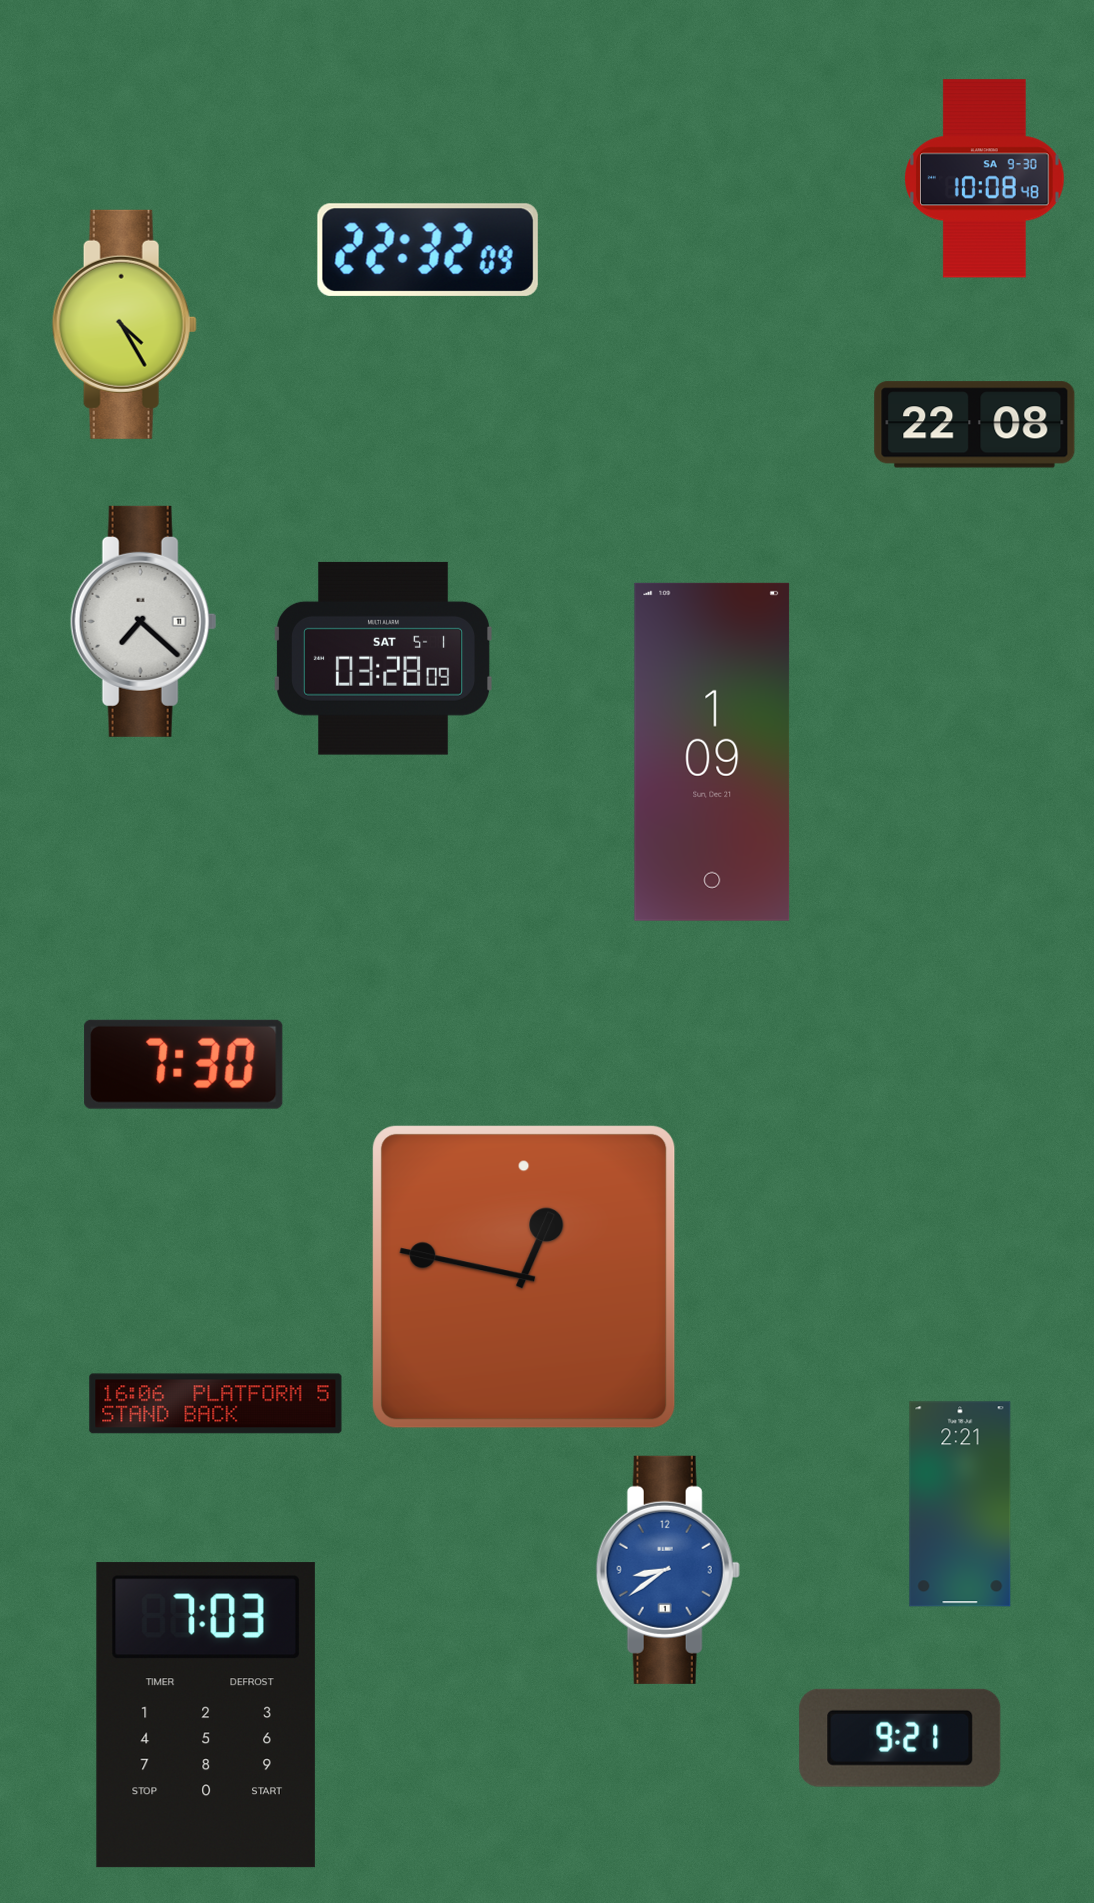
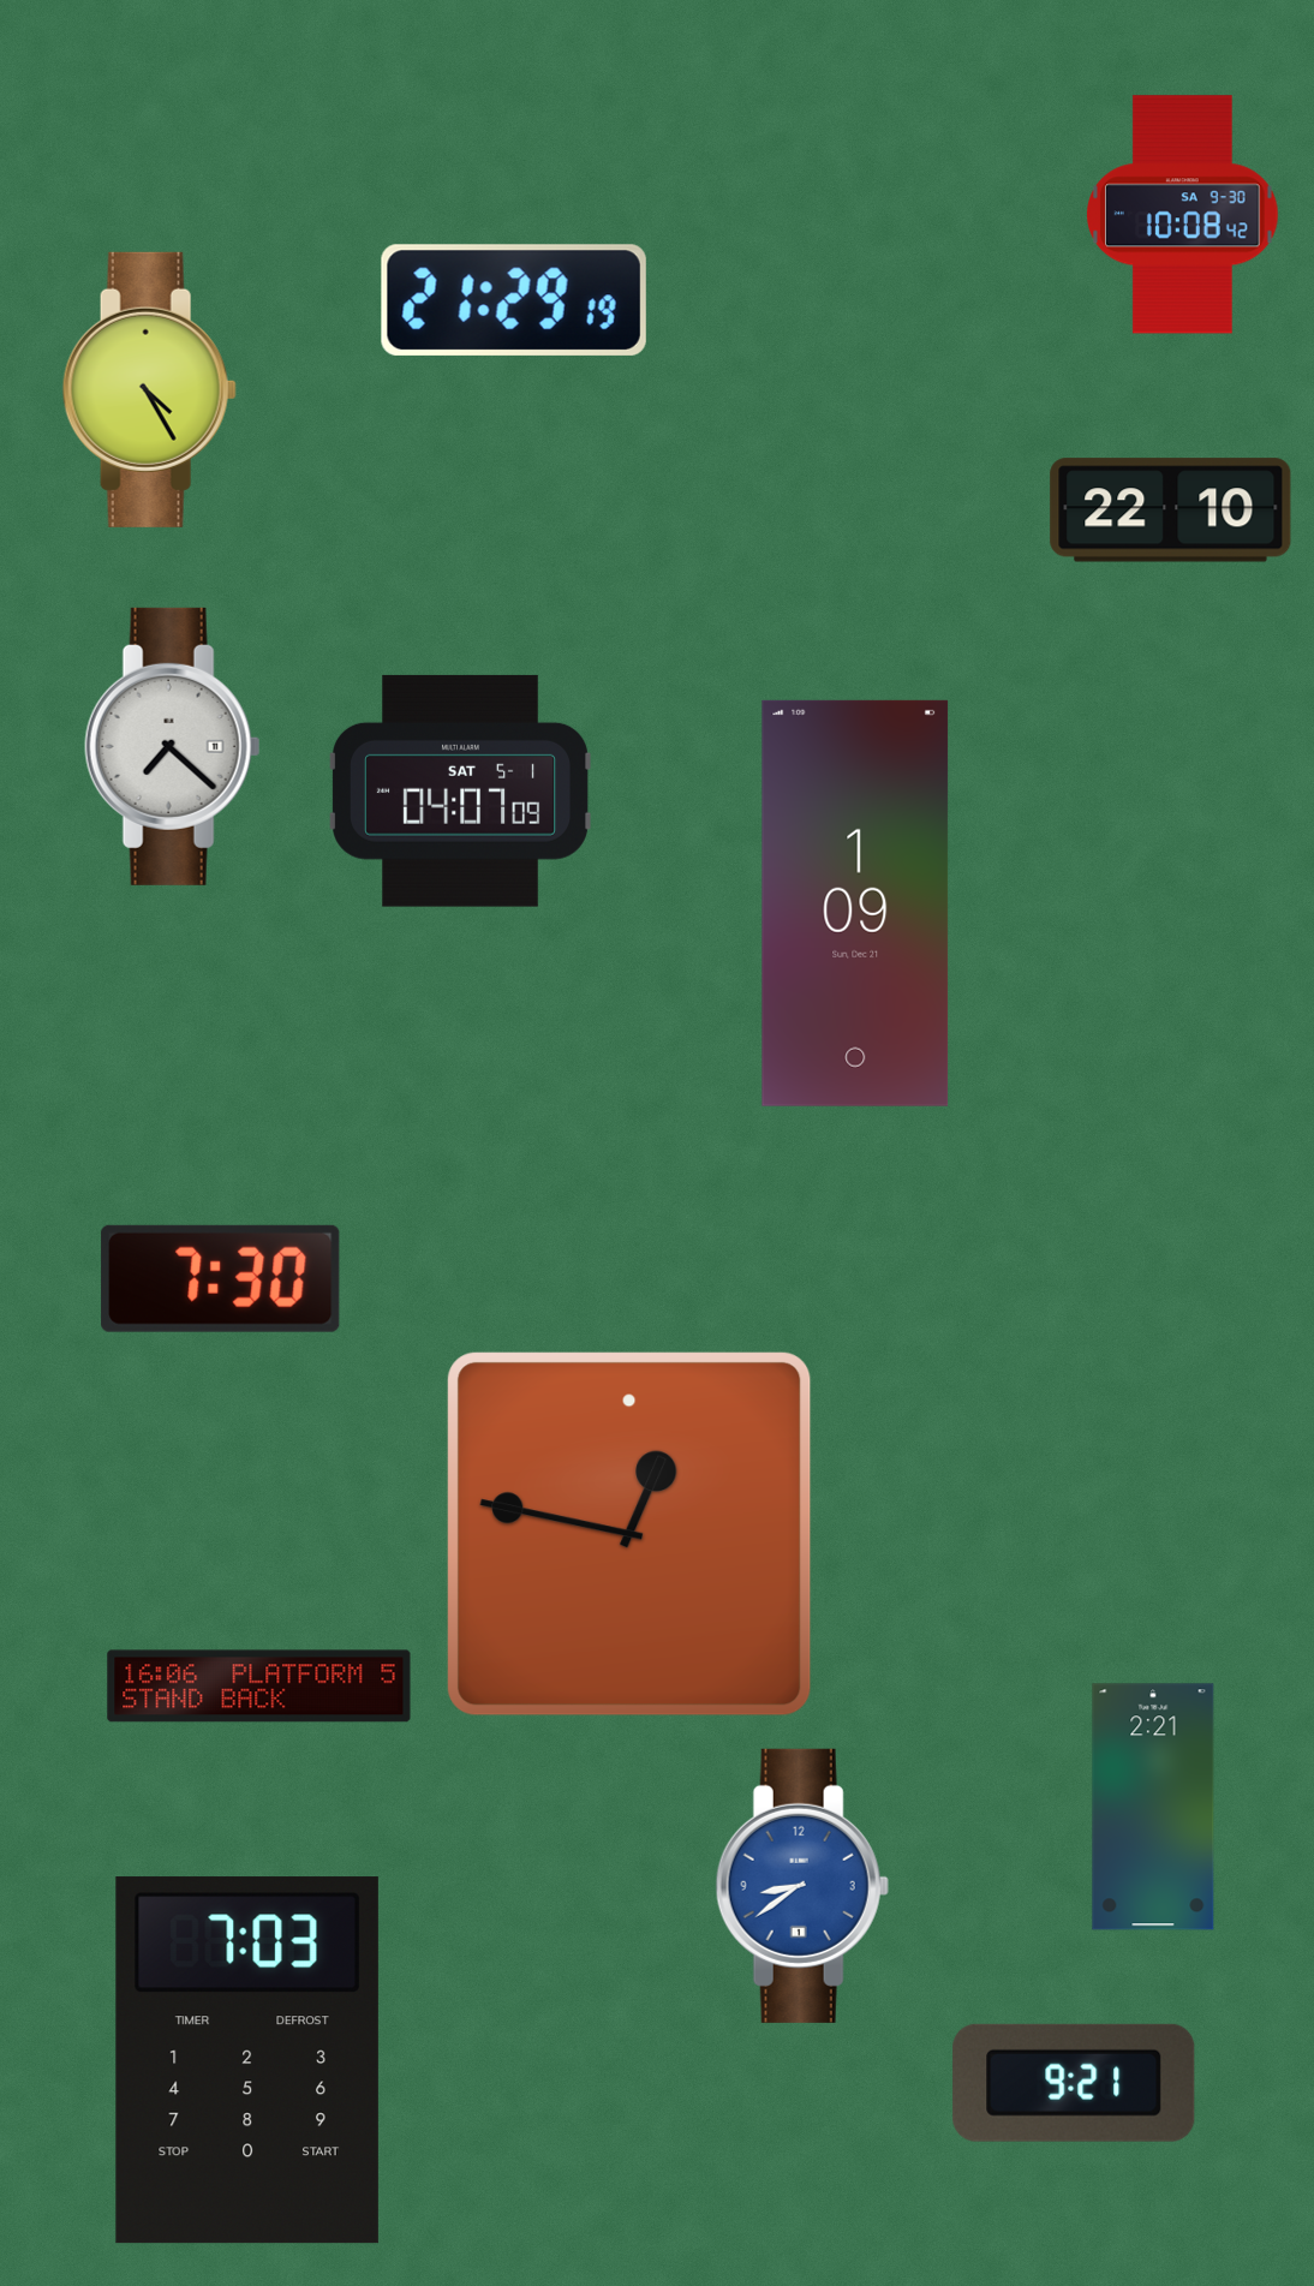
clock at (985, 179): 10:08:48 -> 10:08:42
clock at (428, 250): 22:32 -> 21:29
clock at (975, 425): 22:08 -> 22:10
clock at (383, 658): 03:28 -> 04:07
clock at (900, 1738) position: (900, 1738) -> (1074, 2083)
